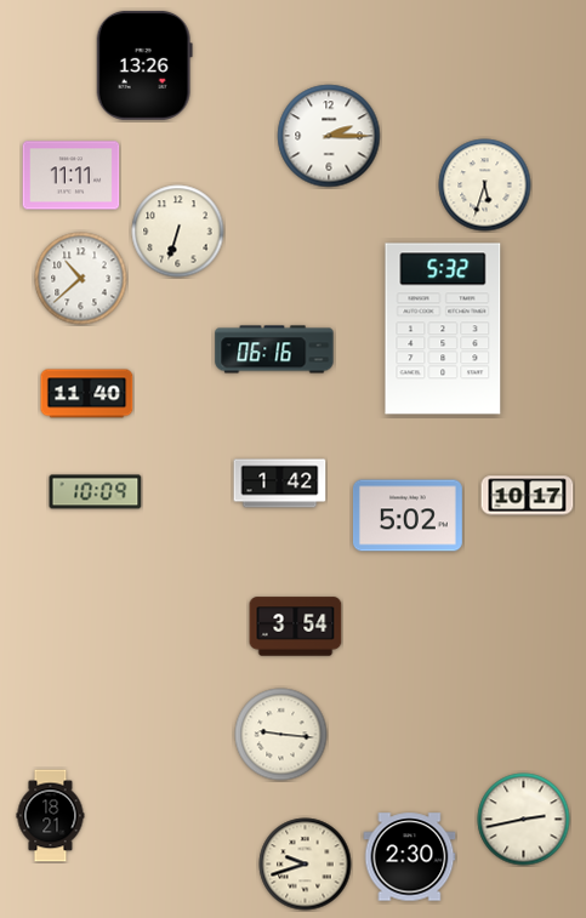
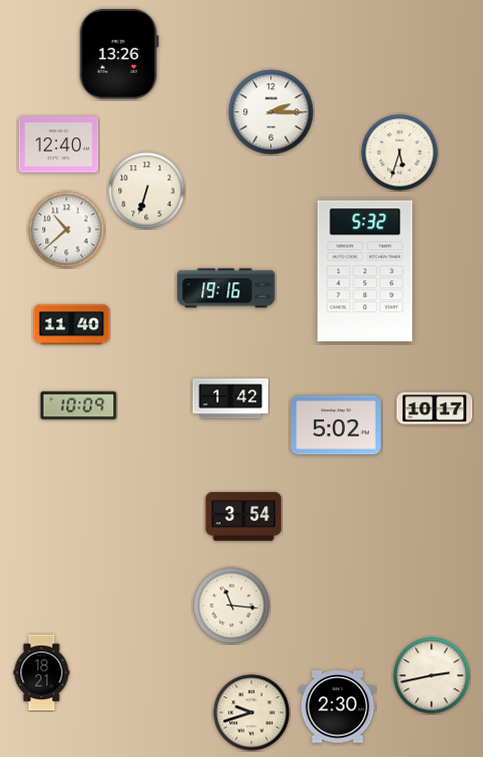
clock at (72, 176): 11:11 -> 12:40
clock at (274, 349): 06:16 -> 19:16
clock at (281, 735): 9:16 -> 11:16
